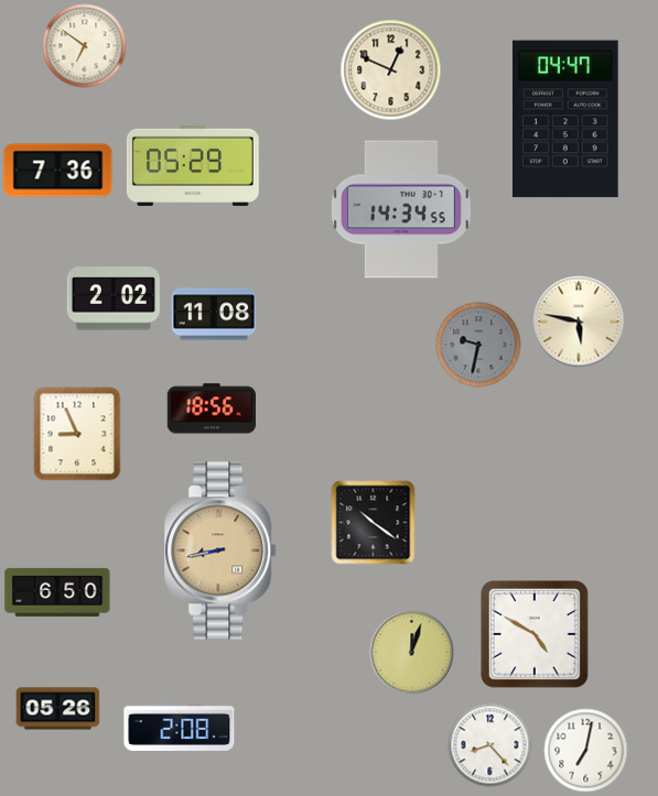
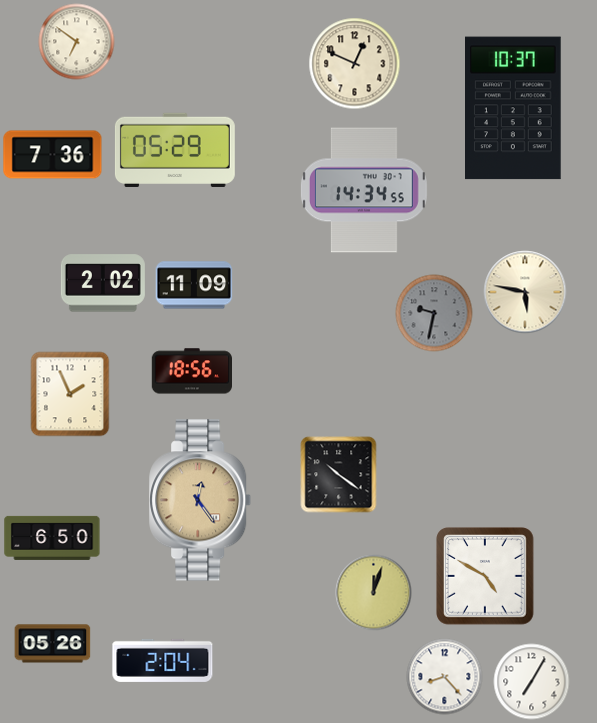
clock at (567, 119): 04:47 -> 10:37
clock at (114, 298) position: (114, 298) -> (103, 283)
clock at (214, 314): 11:08 -> 11:09
clock at (77, 434): 8:56 -> 1:56
clock at (222, 550): 8:43 -> 12:24
clock at (180, 727): 2:08 -> 2:04
clock at (586, 751): 7:02 -> 7:05
